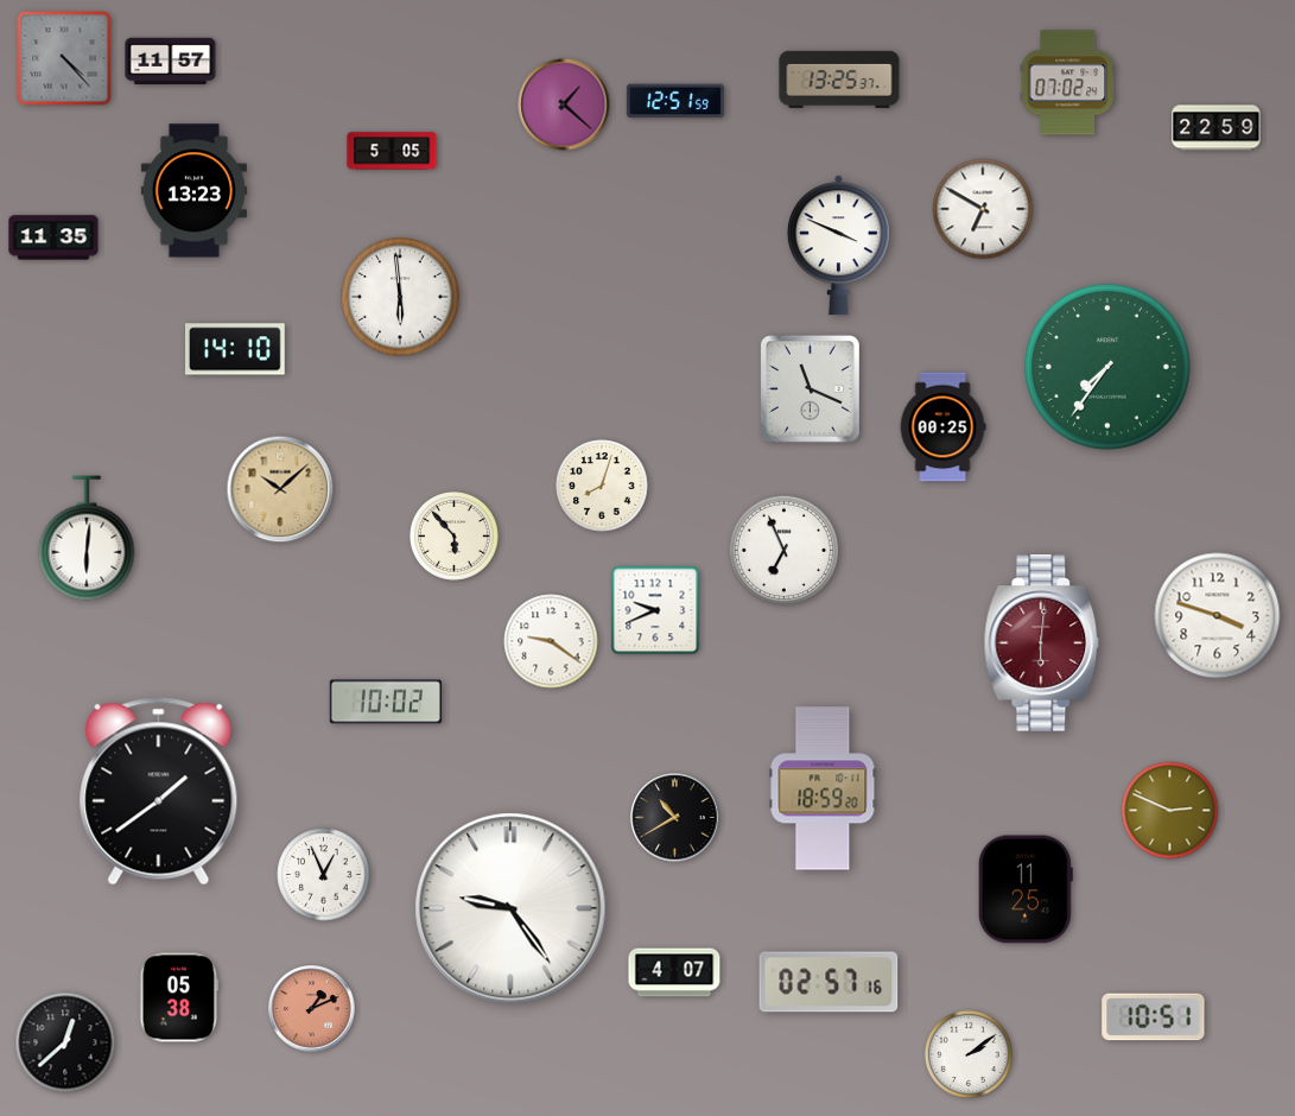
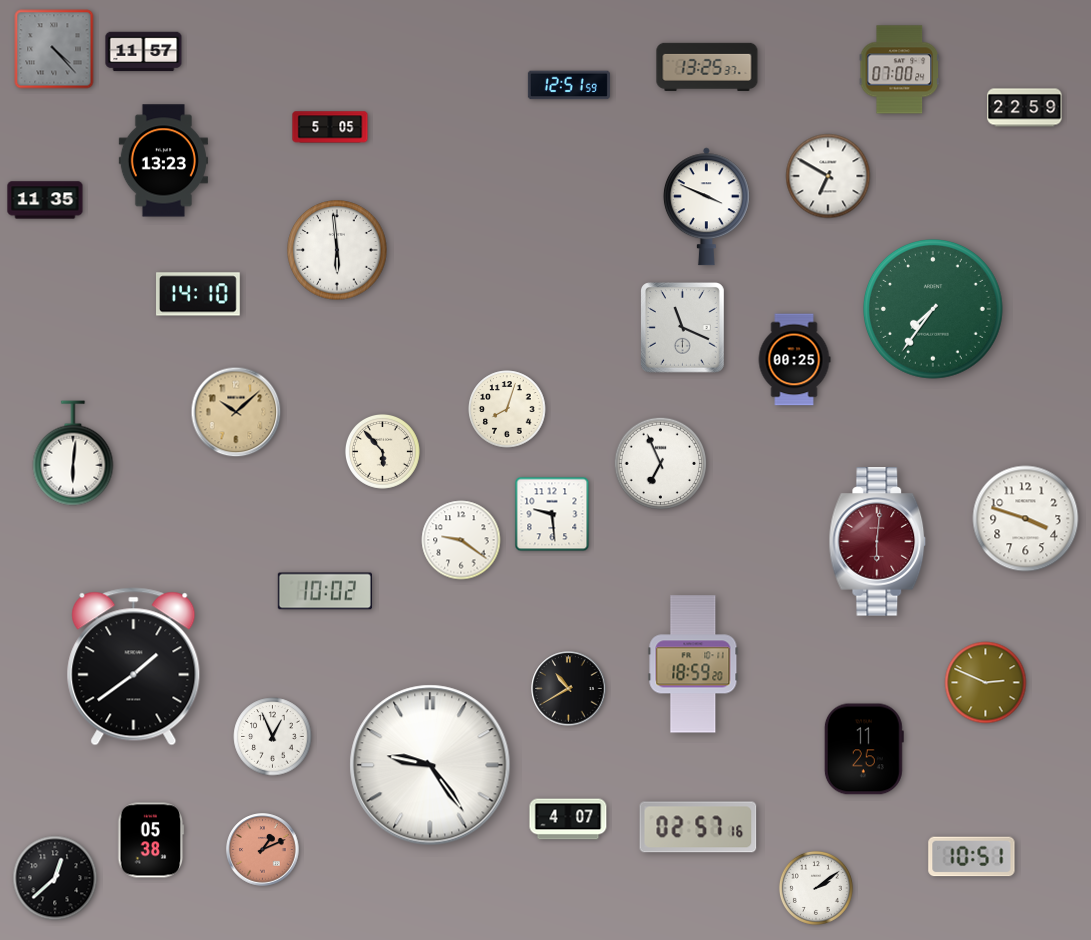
clock at (1067, 83): 07:02 -> 07:00
clock at (564, 104): 1:22 -> none
clock at (655, 610): 9:41 -> 9:29
clock at (551, 641) position: (551, 641) -> (461, 540)
